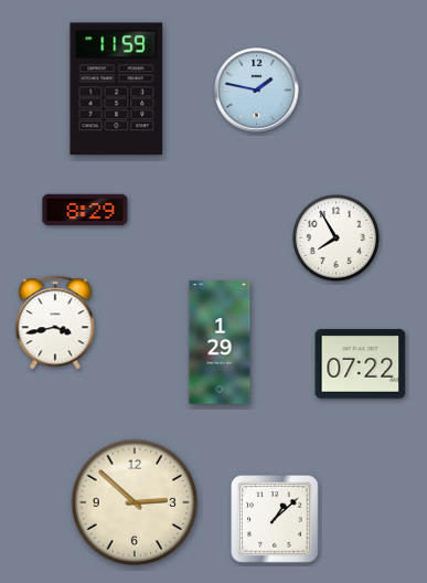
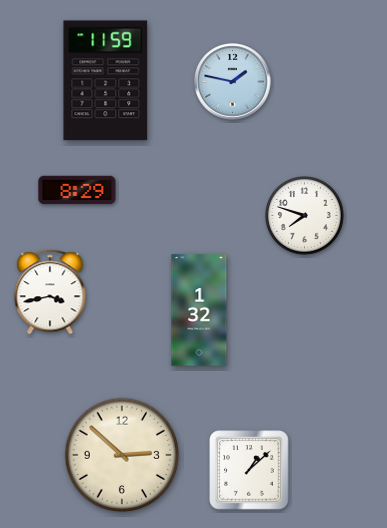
clock at (337, 239): 7:55 -> 7:48
clock at (220, 342): 1:29 -> 1:32
clock at (361, 364): 07:22 -> none
